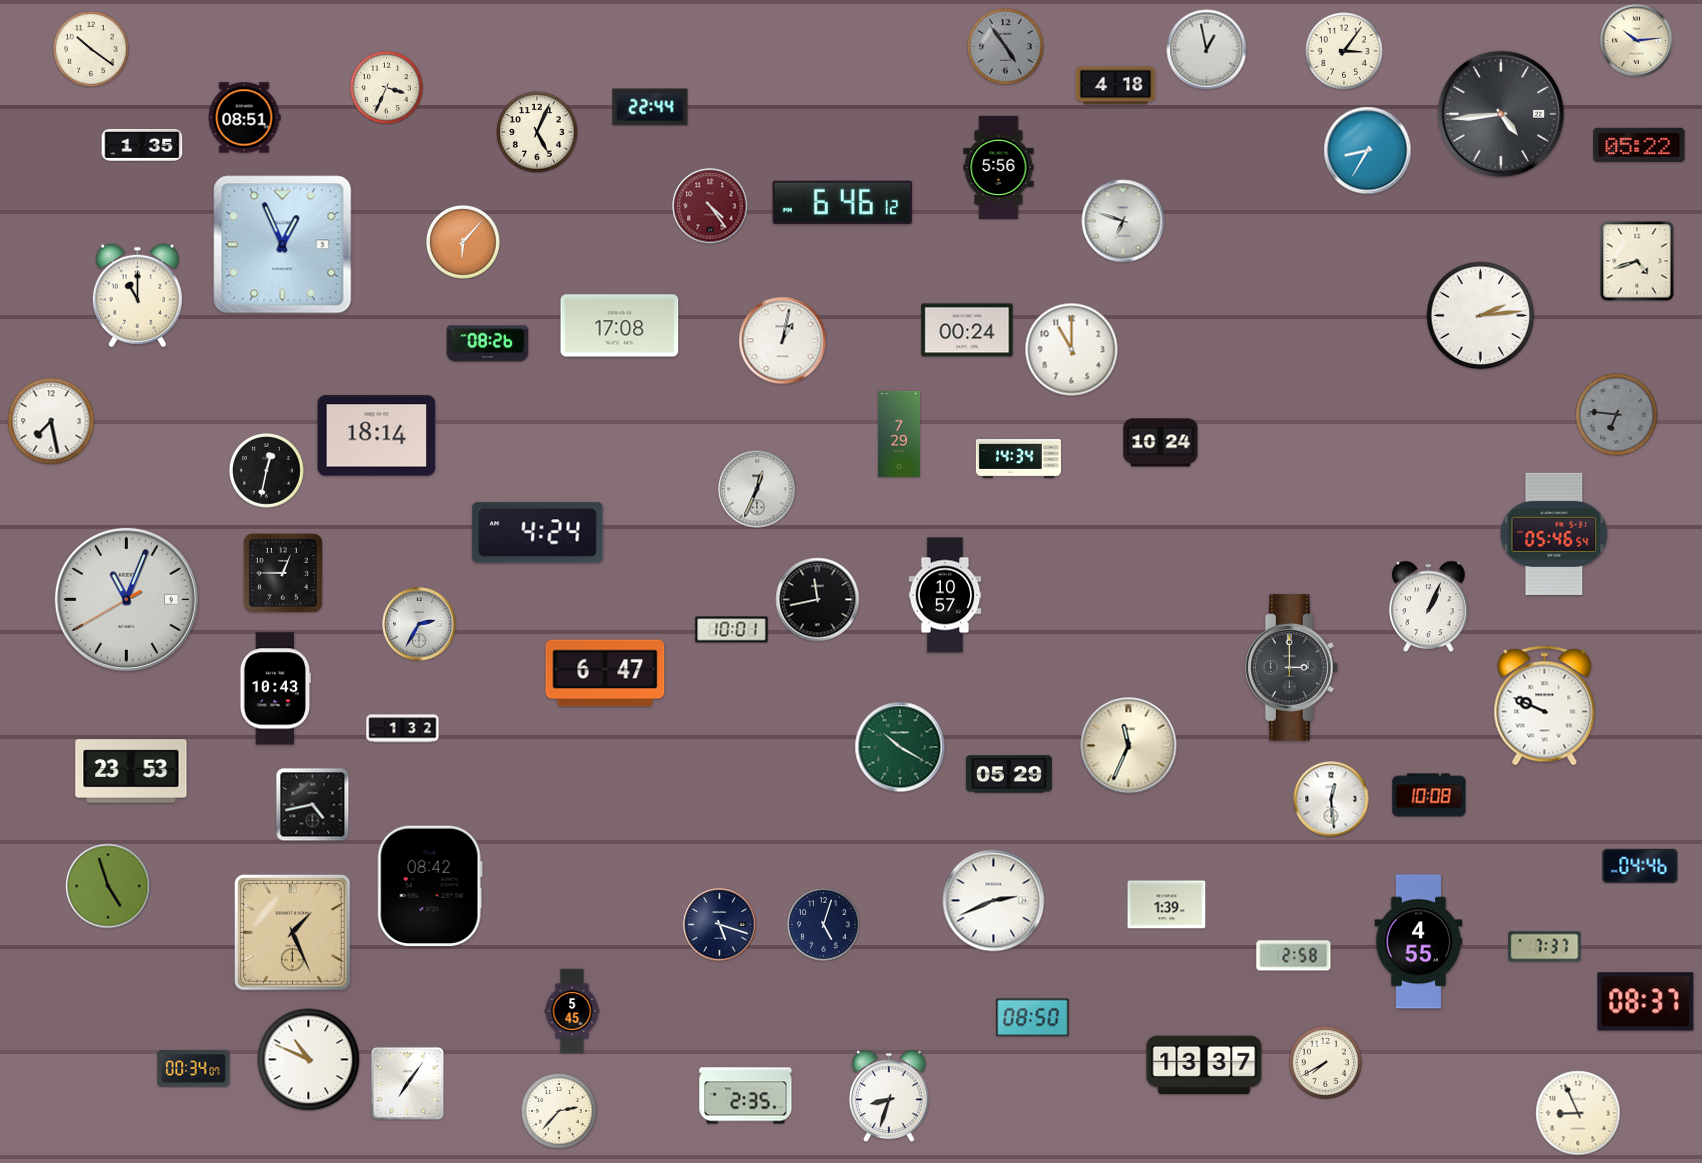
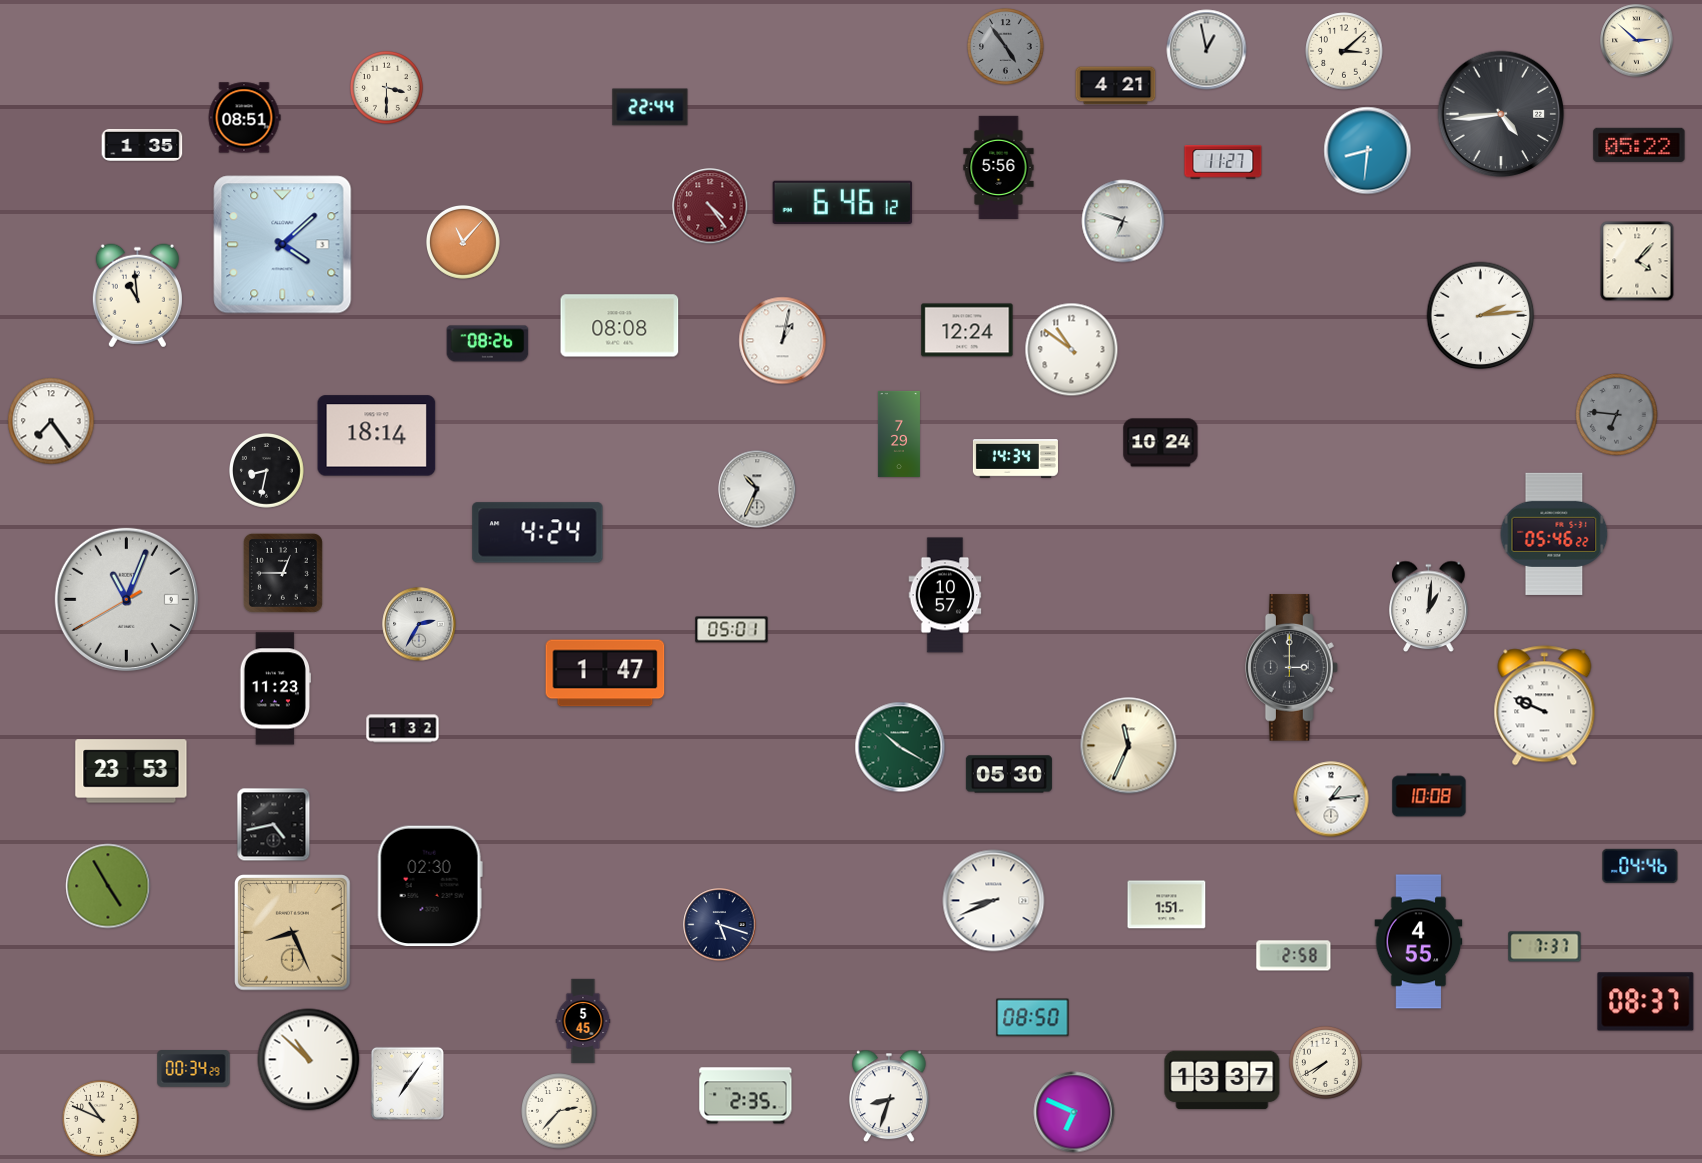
clock at (1637, 41): 10:14 -> 2:52
clock at (91, 49): 10:21 -> none
clock at (1344, 51): 3:06 -> 3:08
clock at (1116, 86): 4:18 -> 4:21
clock at (386, 87): 3:34 -> 3:30
clock at (537, 132): 5:04 -> none
clock at (1368, 151): 8:35 -> 8:31
clock at (1223, 162): none -> 11:27
clock at (464, 243): 6:07 -> 11:07
clock at (283, 245): 12:56 -> 4:08
clock at (1637, 261): 4:42 -> 4:07
clock at (137, 296): 11:00 -> 10:59
clock at (620, 326): 17:08 -> 08:08
clock at (967, 330): 00:24 -> 12:24
clock at (1072, 350): 11:00 -> 10:51
clock at (51, 421): 7:28 -> 7:24
clock at (1018, 459) position: (1018, 459) -> (1015, 459)
clock at (267, 471): 12:32 -> 8:32
clock at (757, 489): 12:34 -> 10:34
clock at (1554, 534): 05:46:54 -> 05:46:22
clock at (818, 600): 11:43 -> none
clock at (1429, 607): 1:04 -> 1:01
clock at (732, 630): 10:01 -> 05:01
clock at (605, 673): 6:47 -> 1:47
clock at (275, 689): 10:43 -> 11:23
clock at (1009, 774): 05:29 -> 05:30
clock at (1331, 799): 12:29 -> 1:14
clock at (313, 805) position: (313, 805) -> (274, 825)
clock at (108, 886): 4:57 -> 4:55
clock at (430, 886): 08:42 -> 02:30
clock at (994, 901): 2:41 -> 8:41
clock at (1167, 905): 1:39 -> 1:51
clock at (823, 924): 5:03 -> none
clock at (293, 933): 1:26 -> 8:26
clock at (572, 1011) position: (572, 1011) -> (583, 1021)
clock at (309, 1060): 10:49 -> 10:52
clock at (1204, 1065) position: (1204, 1065) -> (1222, 1080)
clock at (194, 1069): 00:34:07 -> 00:34:29
clock at (1074, 1112): none -> 6:49
clock at (1578, 1113): 8:56 -> none
clock at (101, 1119): none -> 10:49
